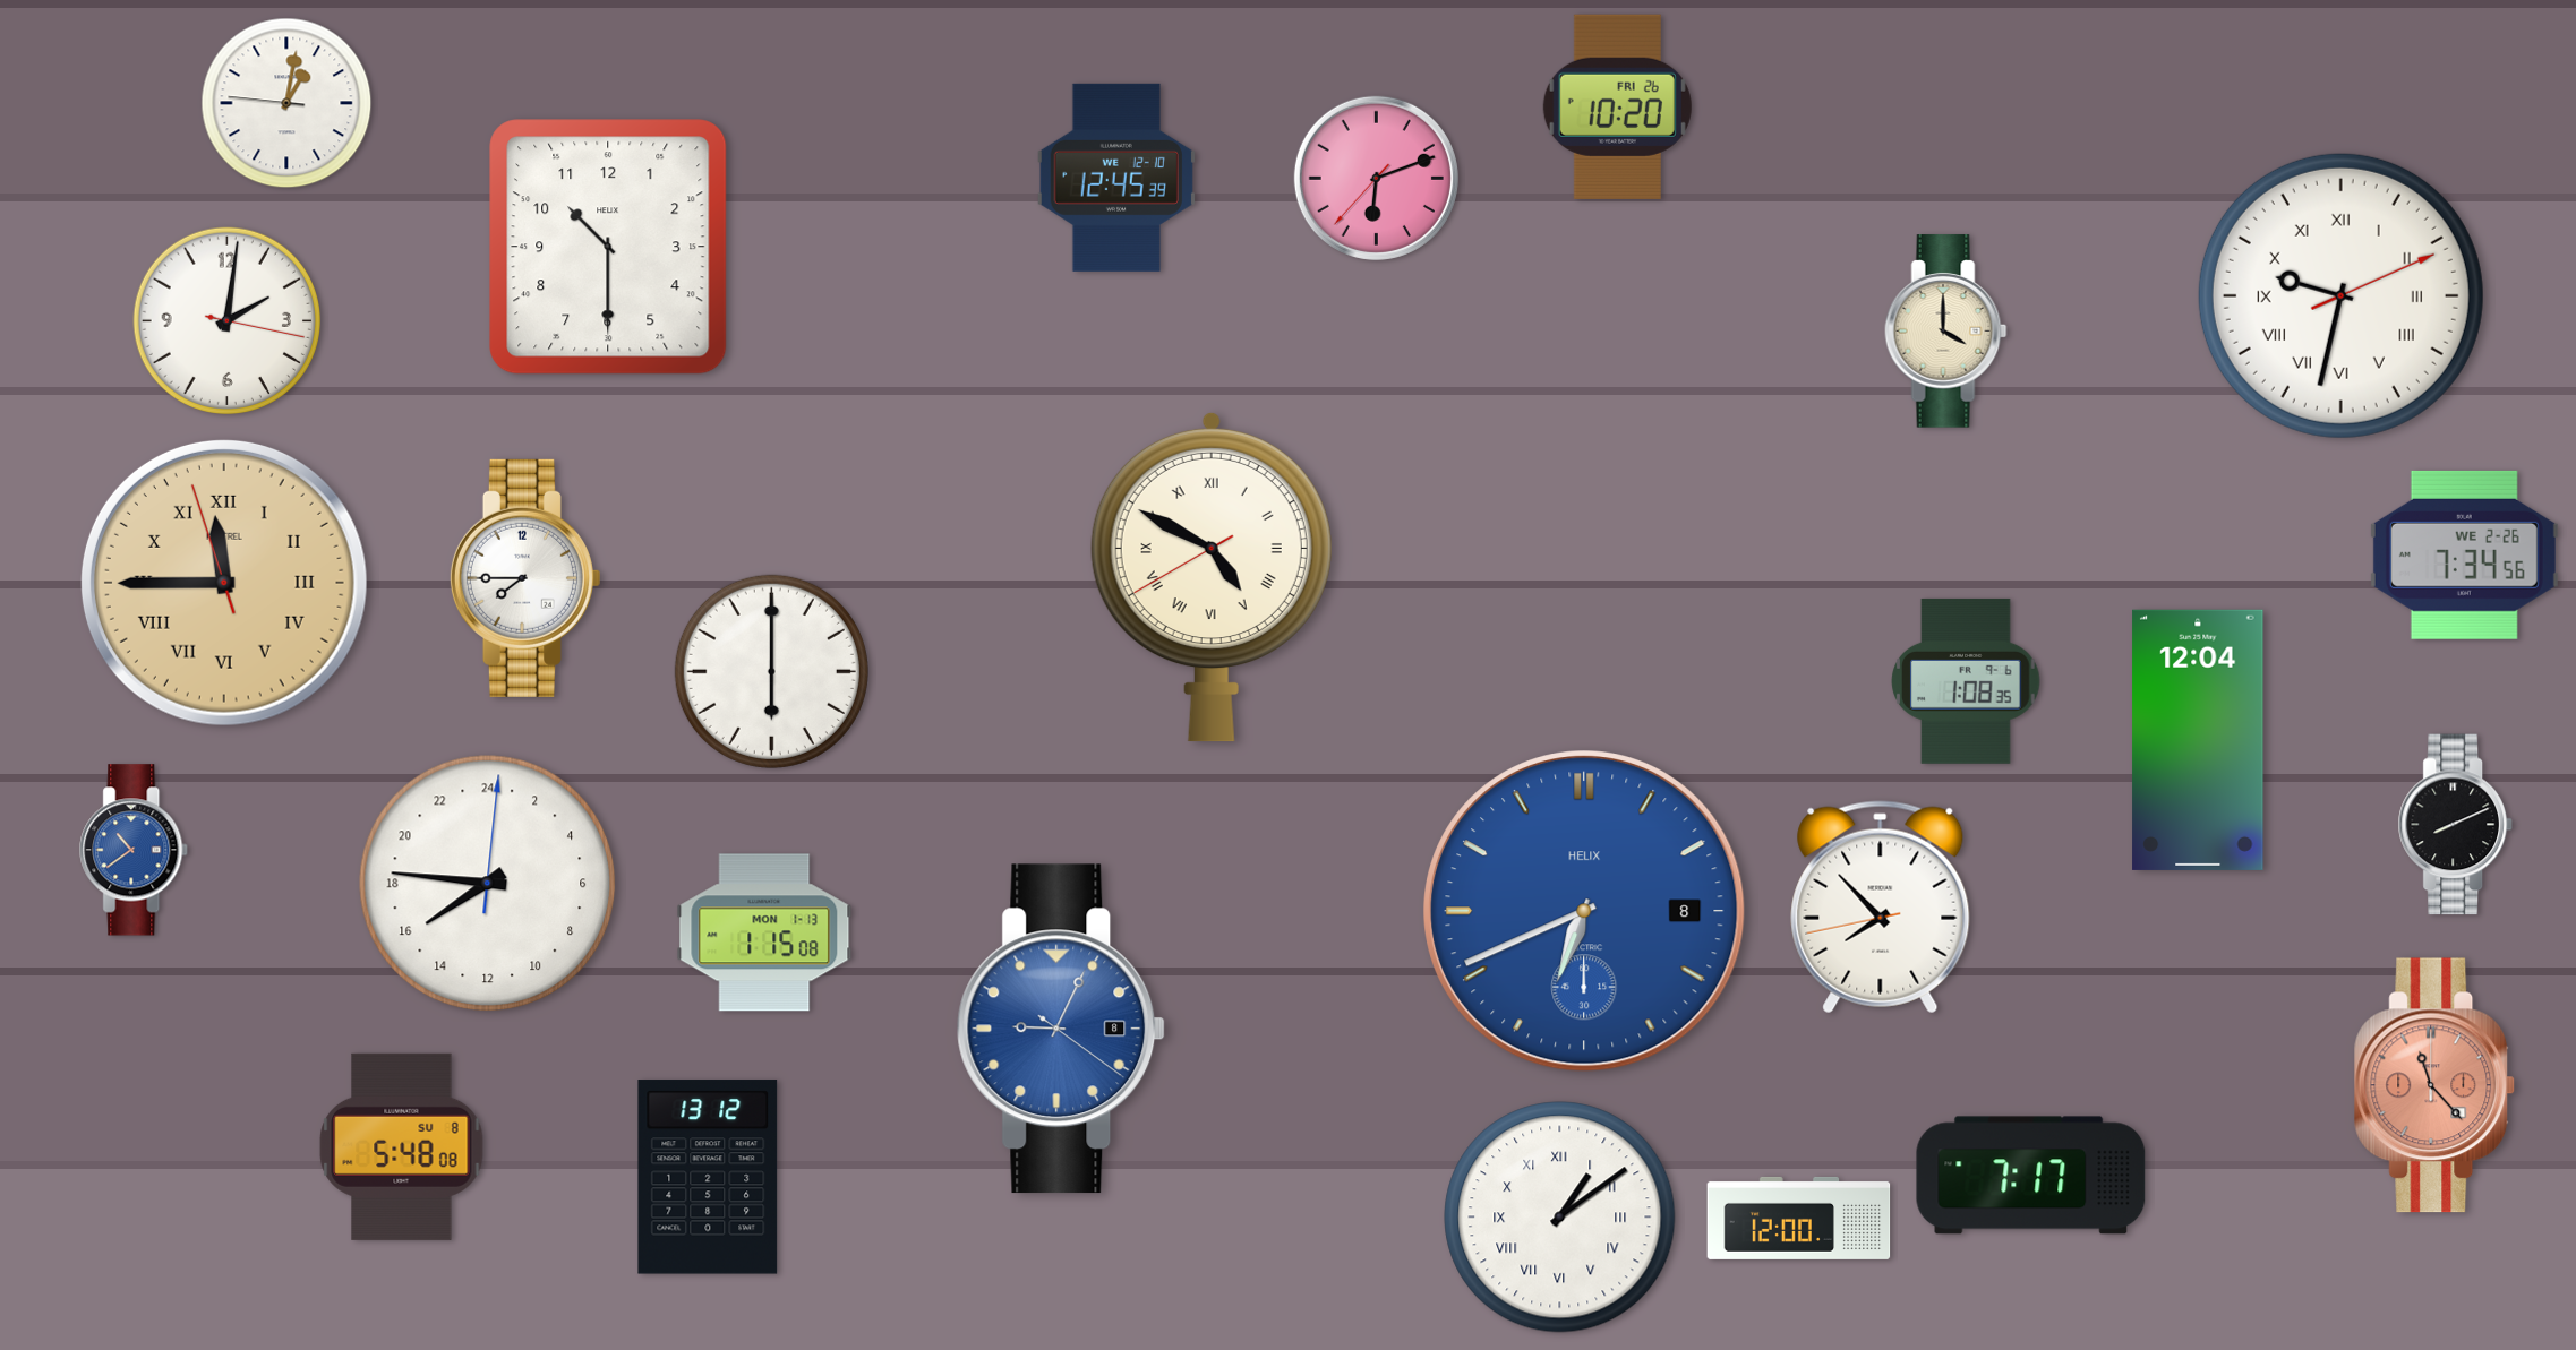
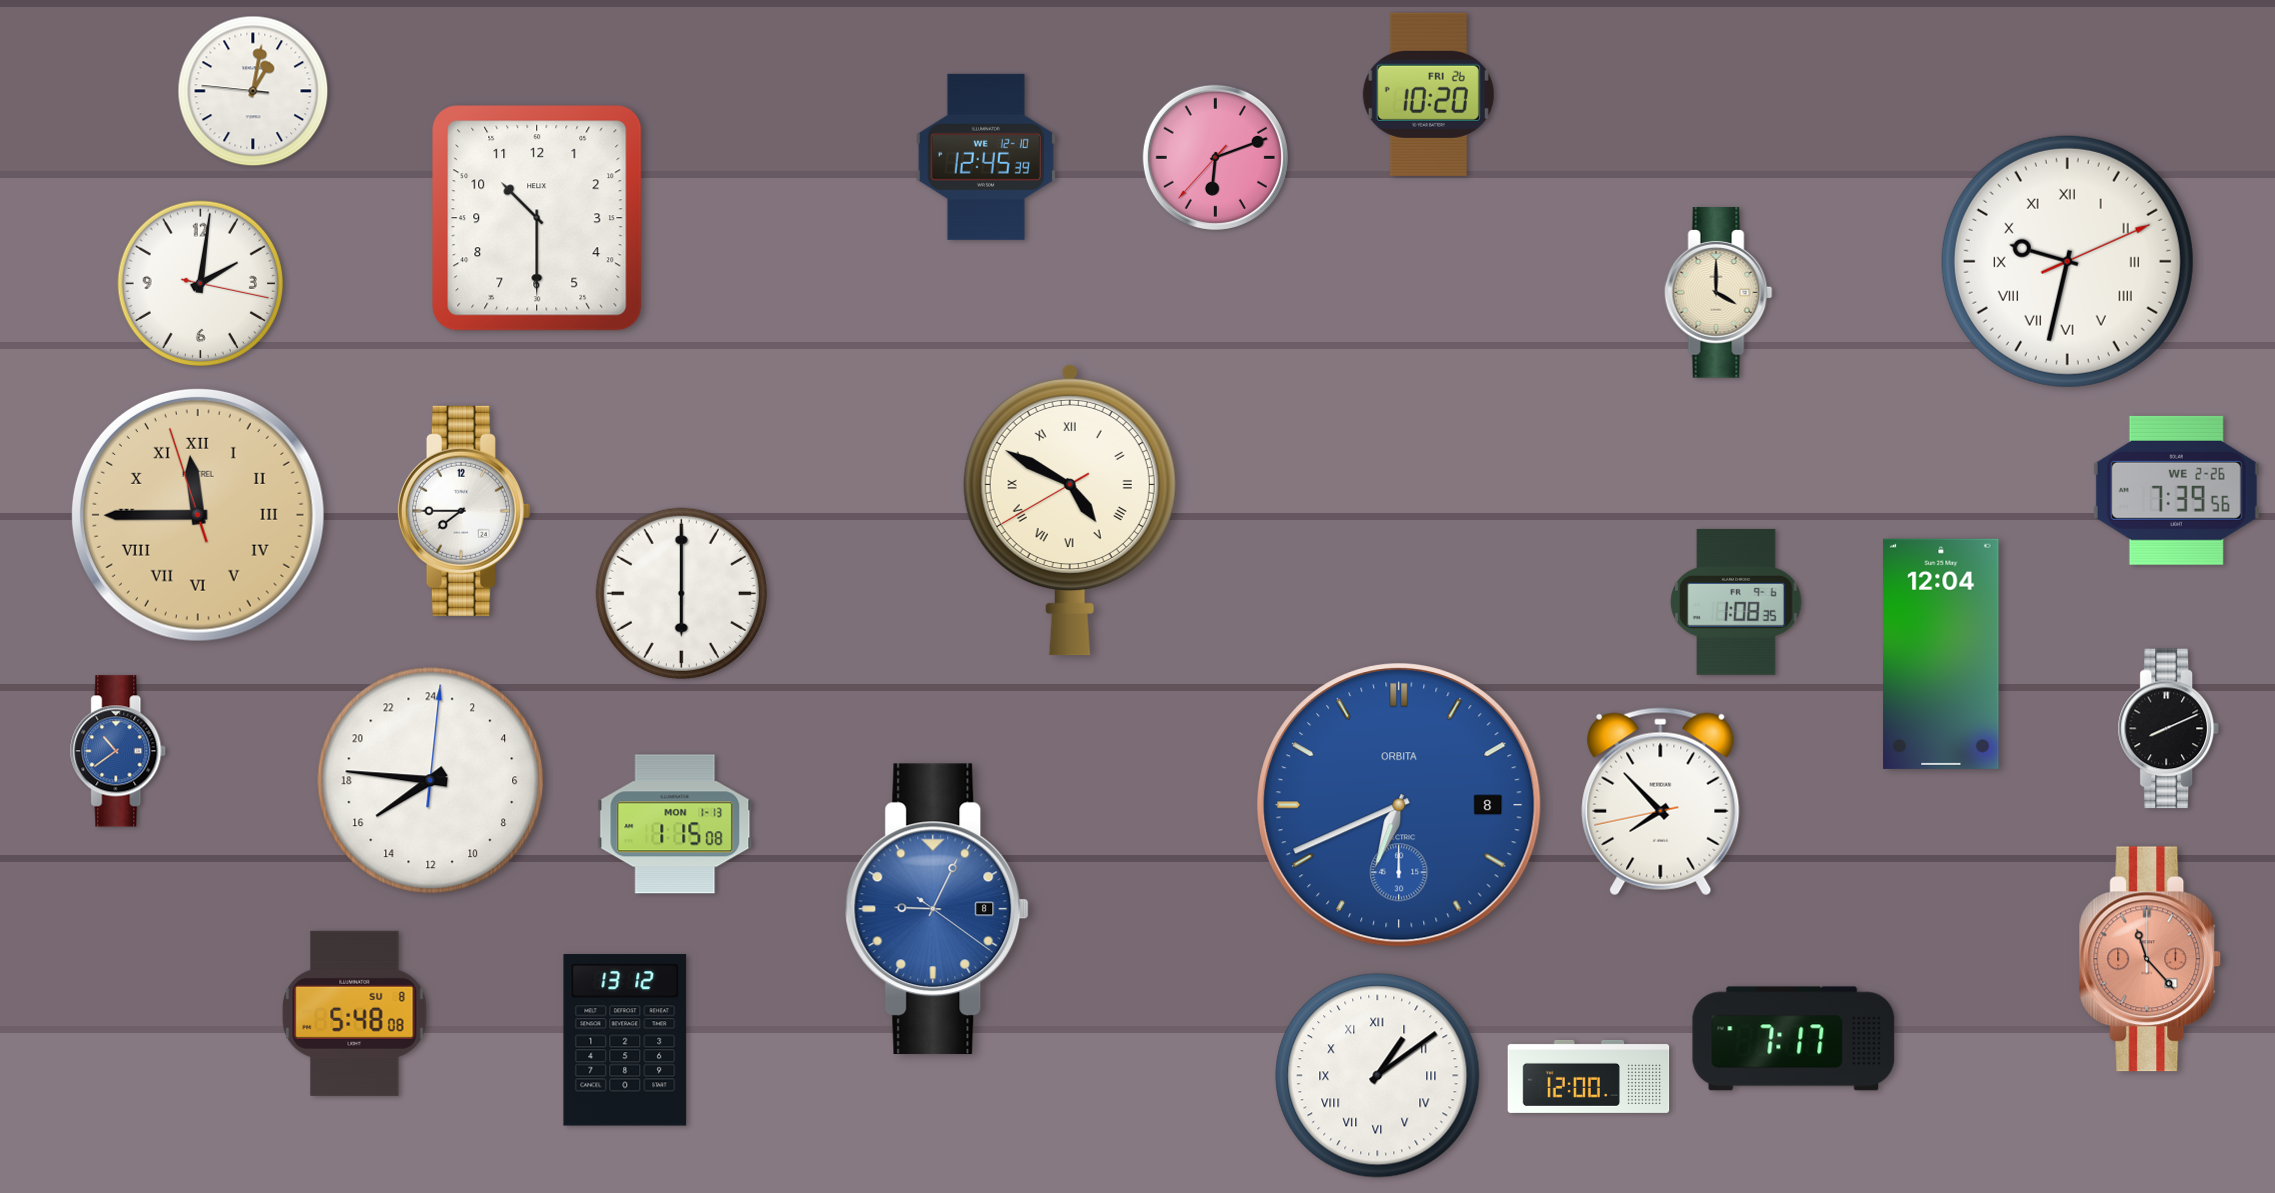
clock at (2464, 554): 7:34 -> 7:39
clock at (1584, 911) brand: HELIX -> ORBITA
